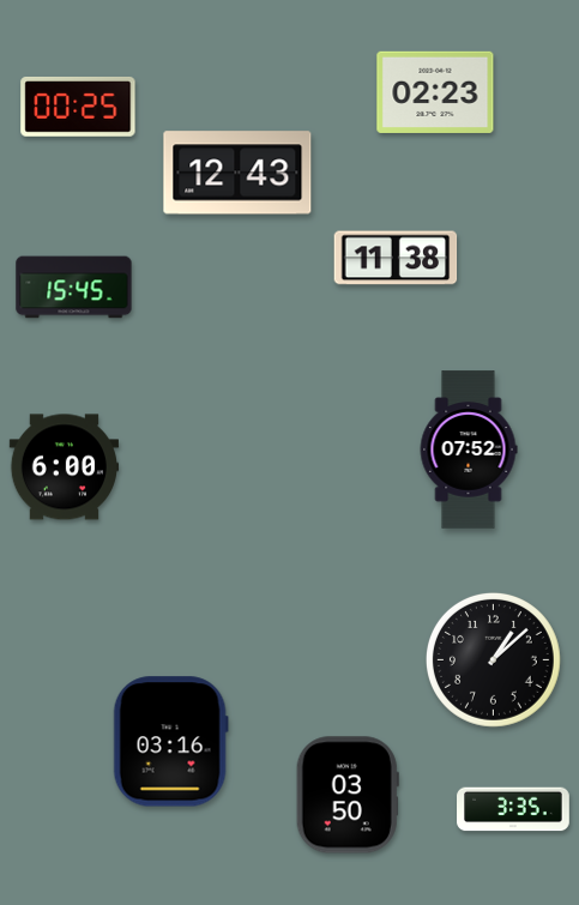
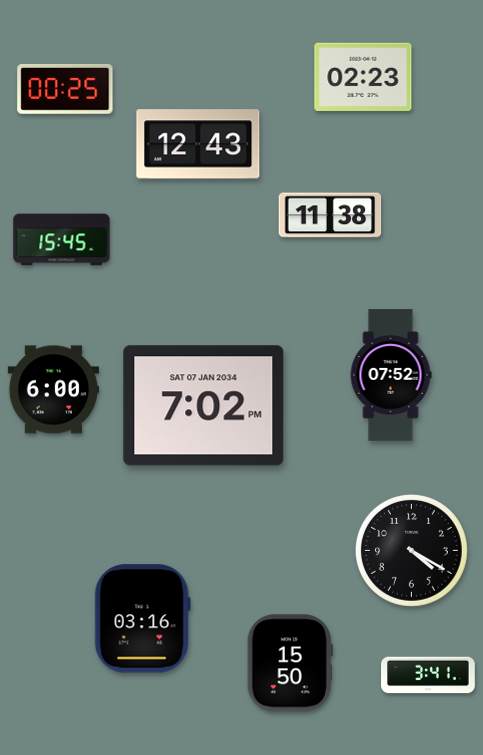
clock at (204, 406): none -> 7:02
clock at (494, 660): 1:08 -> 4:20
clock at (348, 795): 03:50 -> 15:50
clock at (513, 809): 3:35 -> 3:41
